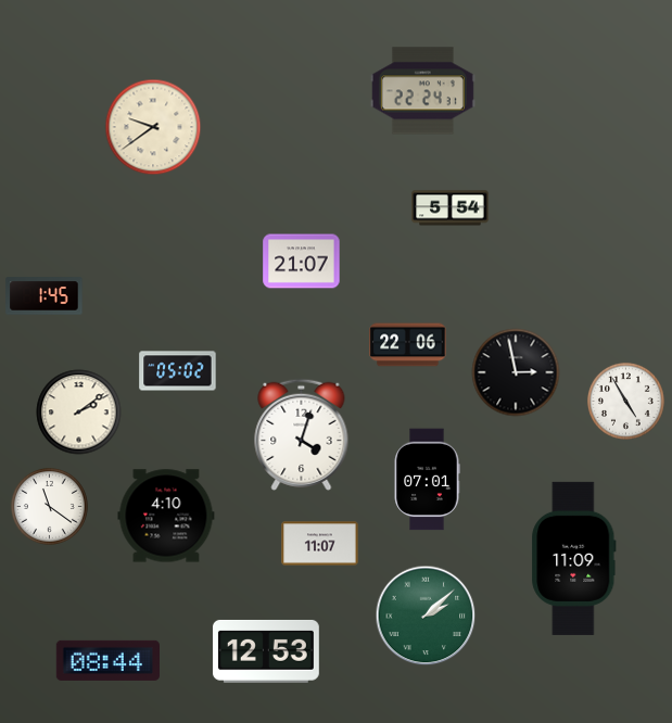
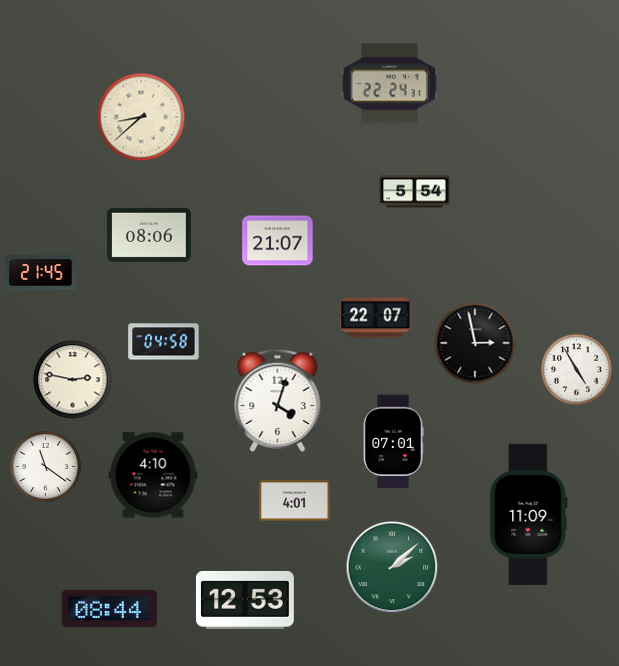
clock at (153, 127): 9:39 -> 8:38
clock at (149, 235): none -> 08:06
clock at (45, 296): 1:45 -> 21:45
clock at (408, 345): 22:06 -> 22:07
clock at (178, 371): 05:02 -> 04:58
clock at (79, 413): 2:09 -> 2:47
clock at (320, 544): 11:07 -> 4:01
clock at (107, 660) position: (107, 660) -> (109, 608)
